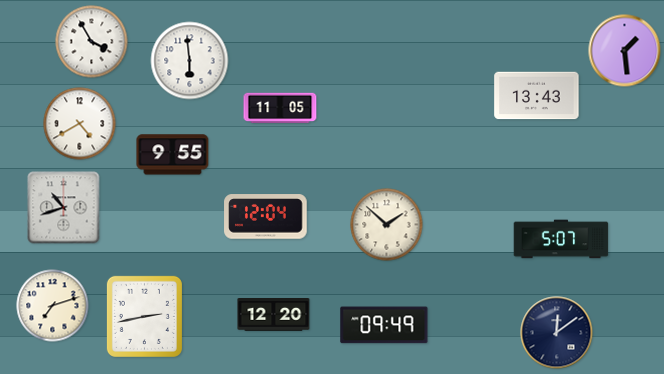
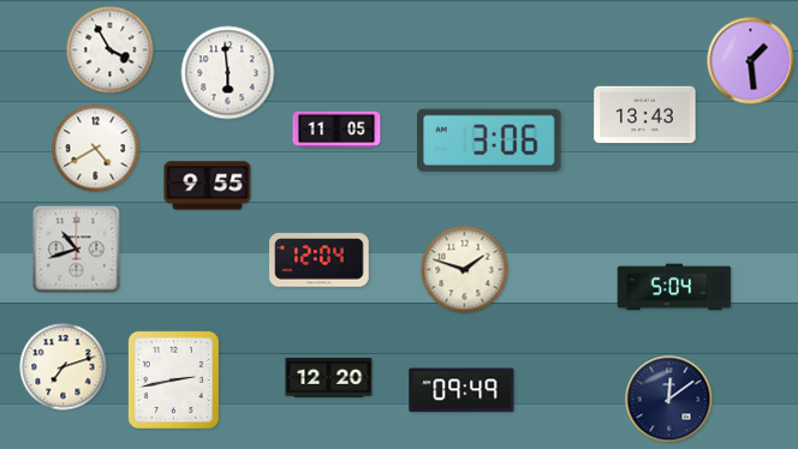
clock at (489, 140): none -> 3:06
clock at (387, 225): 1:52 -> 1:48
clock at (561, 239): 5:07 -> 5:04
